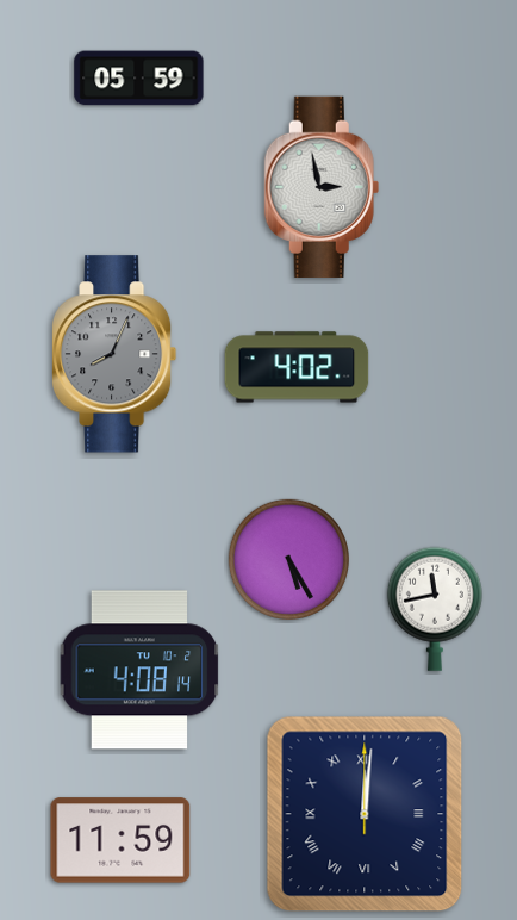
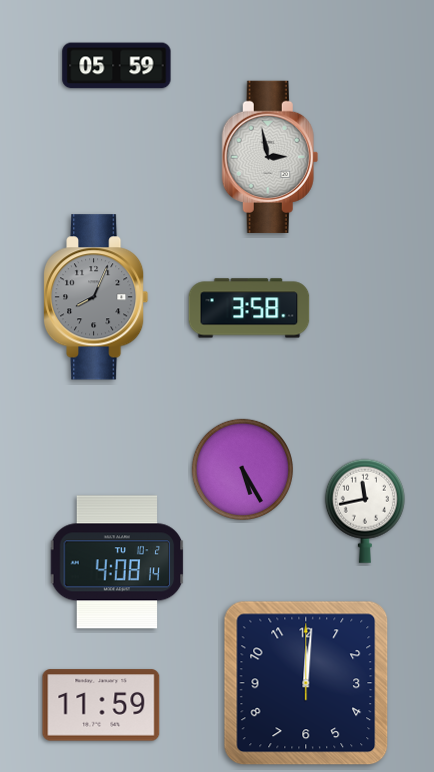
clock at (297, 367): 4:02 -> 3:58
clock at (365, 814) numerals: Roman -> Arabic
